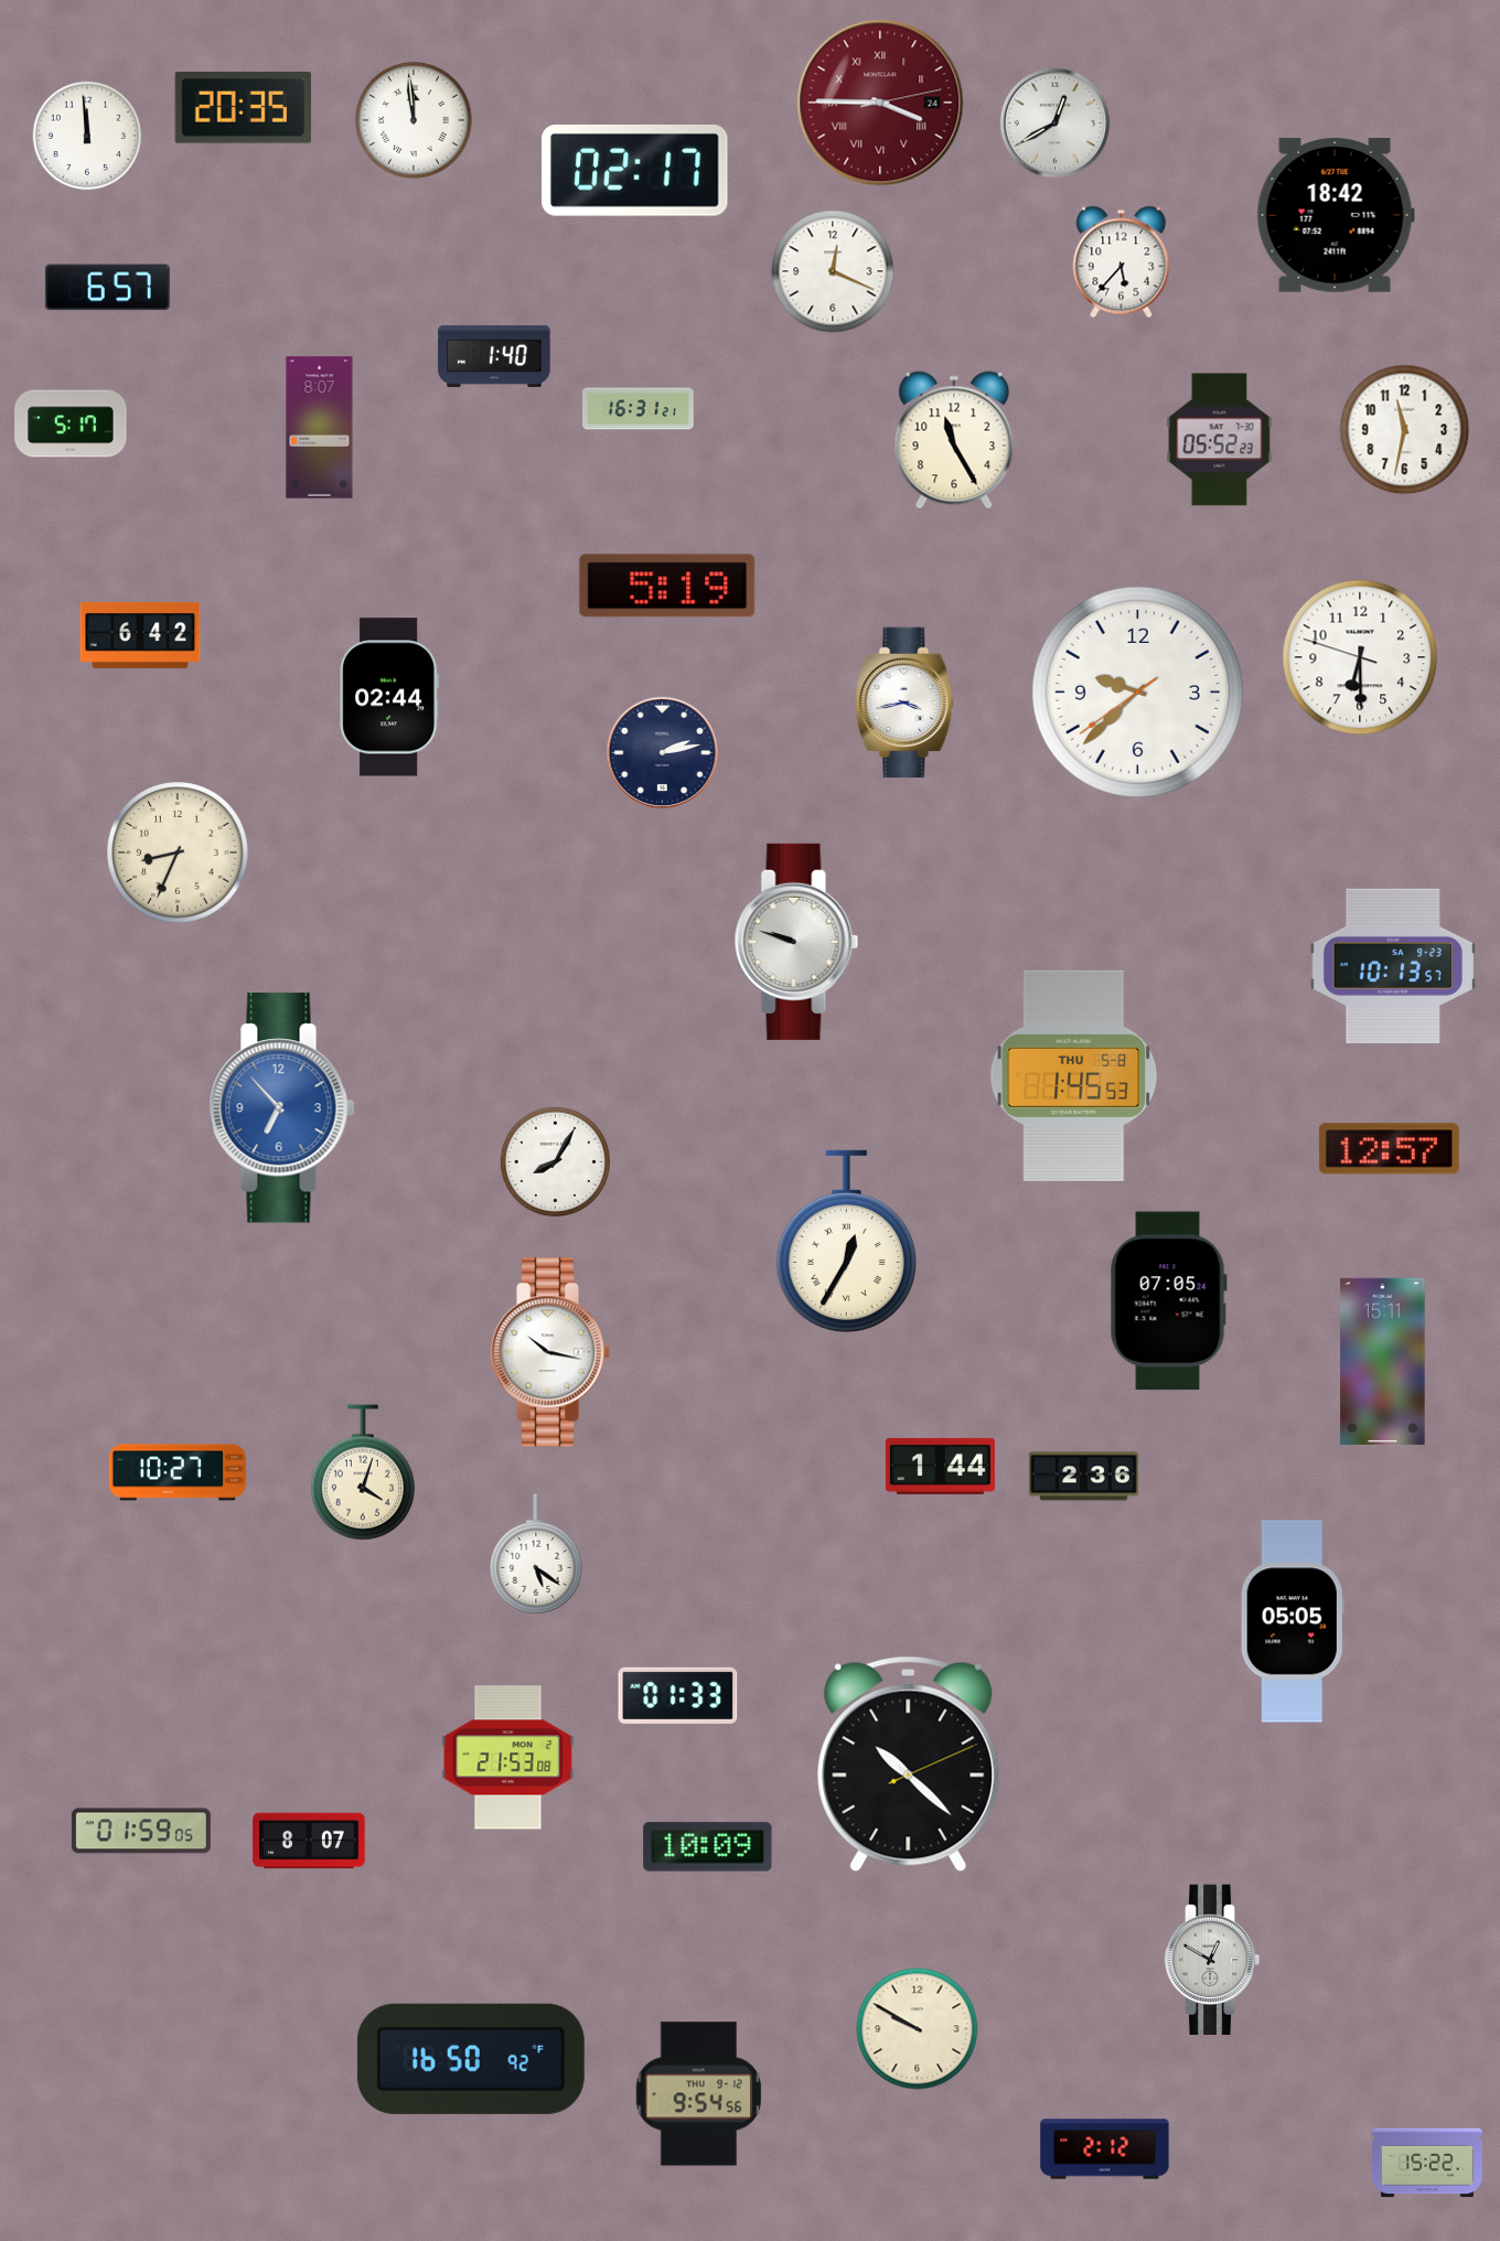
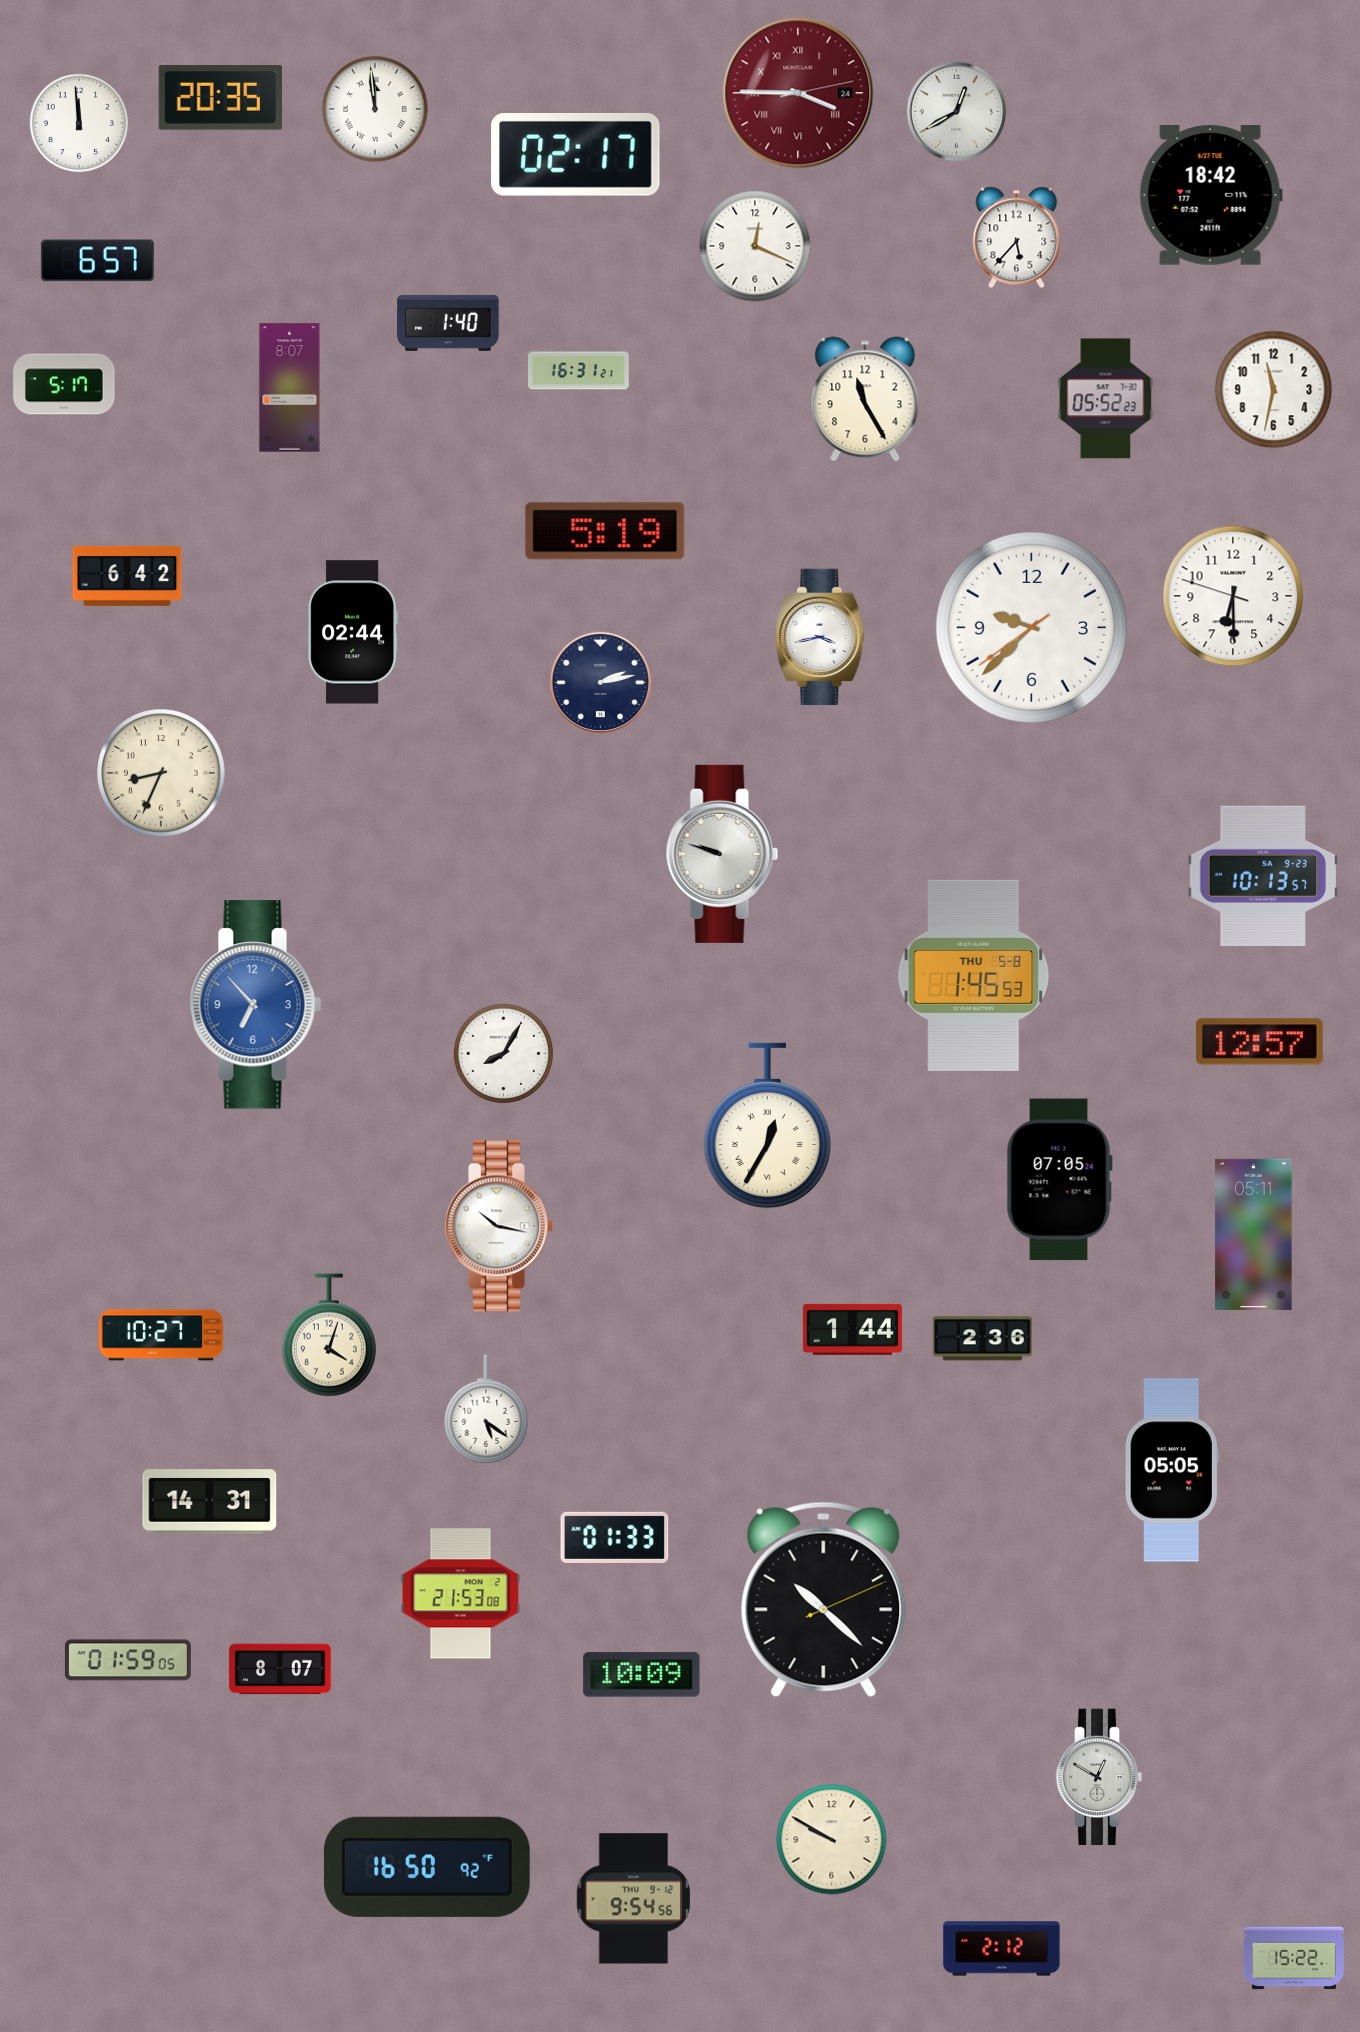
clock at (1383, 1361): 15:11 -> 05:11
clock at (210, 1502): none -> 14:31
clock at (1427, 2163) position: (1427, 2163) -> (1294, 1958)
